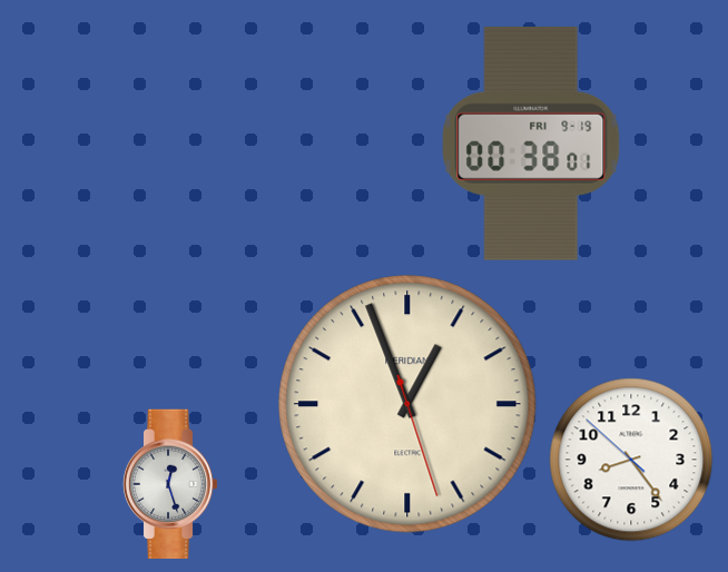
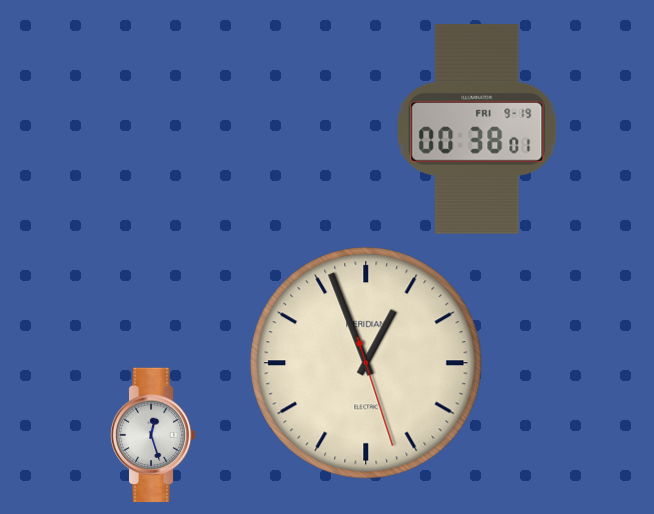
clock at (631, 460): 8:23 -> none
